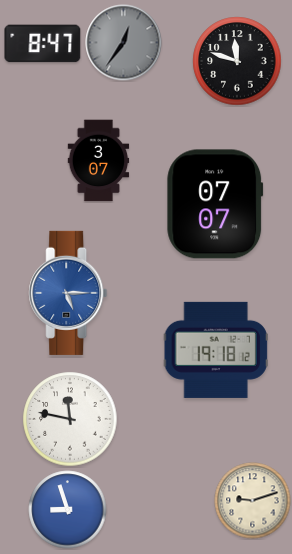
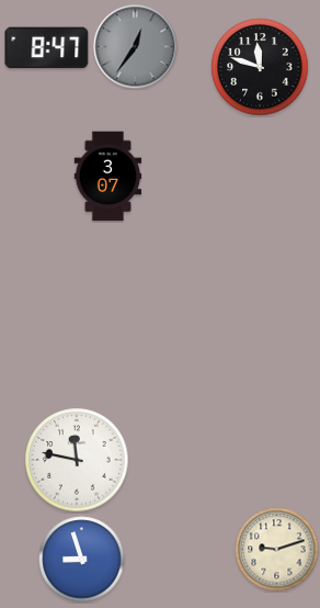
clock at (215, 204): 07:07 -> none
clock at (68, 293): 5:15 -> none
clock at (216, 350): 19:18 -> none
clock at (68, 510) position: (68, 510) -> (82, 560)
